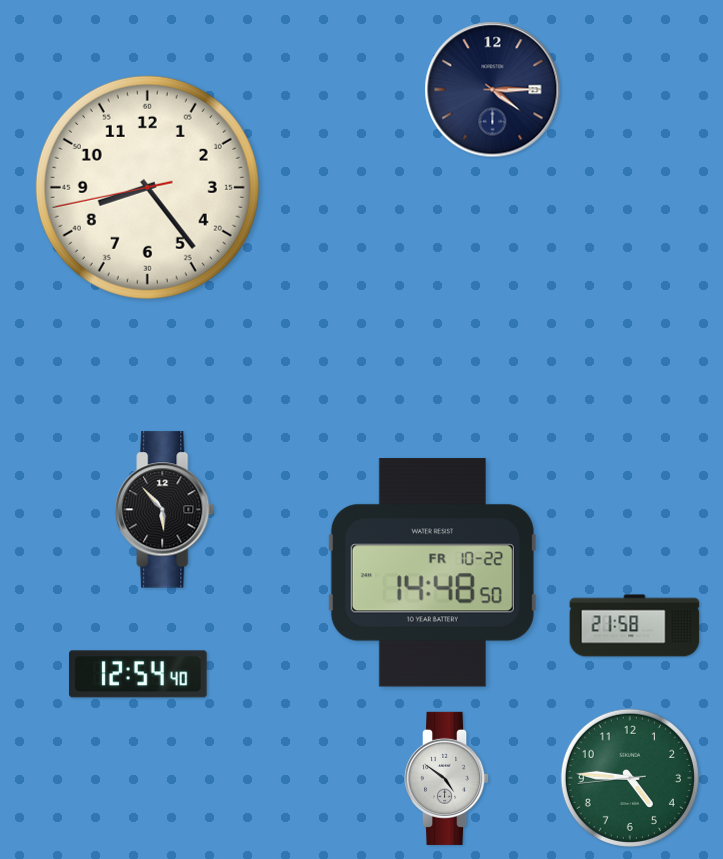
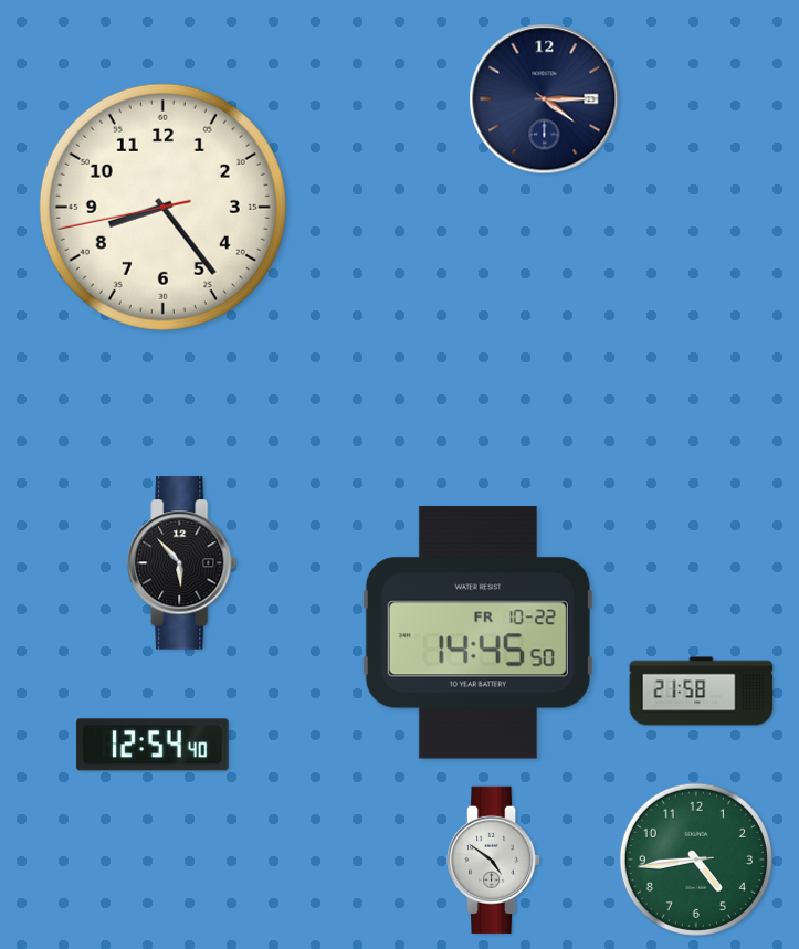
clock at (432, 573): 14:48 -> 14:45
clock at (630, 778): 4:45 -> 4:43
